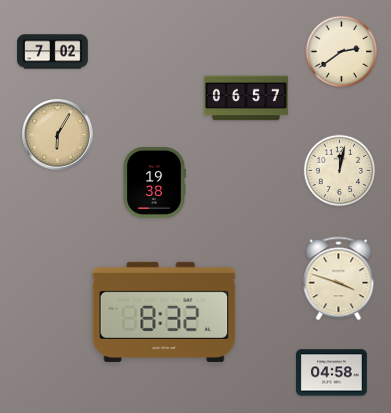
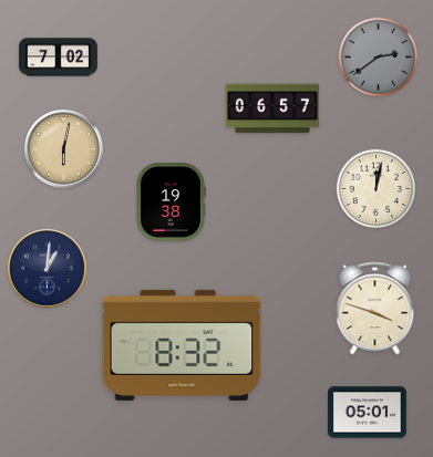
clock at (342, 52) dial: cream -> grey
clock at (58, 135): 6:05 -> 6:02
clock at (48, 269): none -> 1:01
clock at (332, 373): 04:58 -> 05:01
